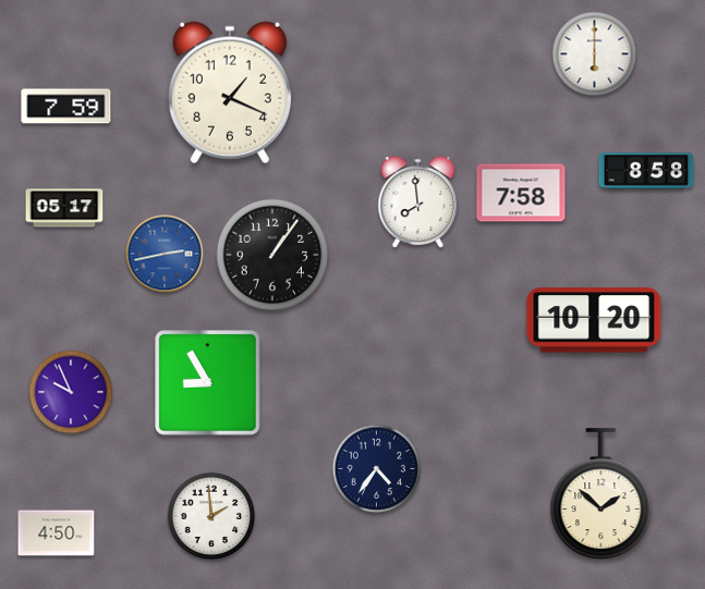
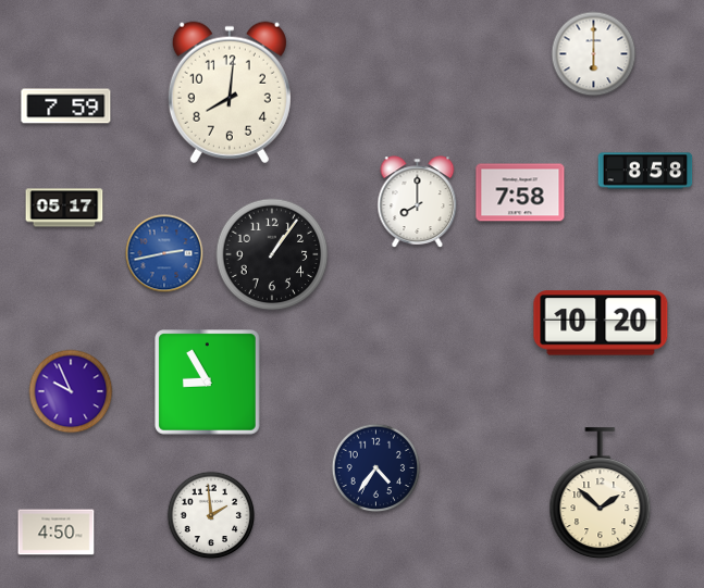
clock at (230, 93): 1:19 -> 8:01
clock at (418, 203): 7:59 -> 8:00
clock at (594, 320) position: (594, 320) -> (601, 323)
